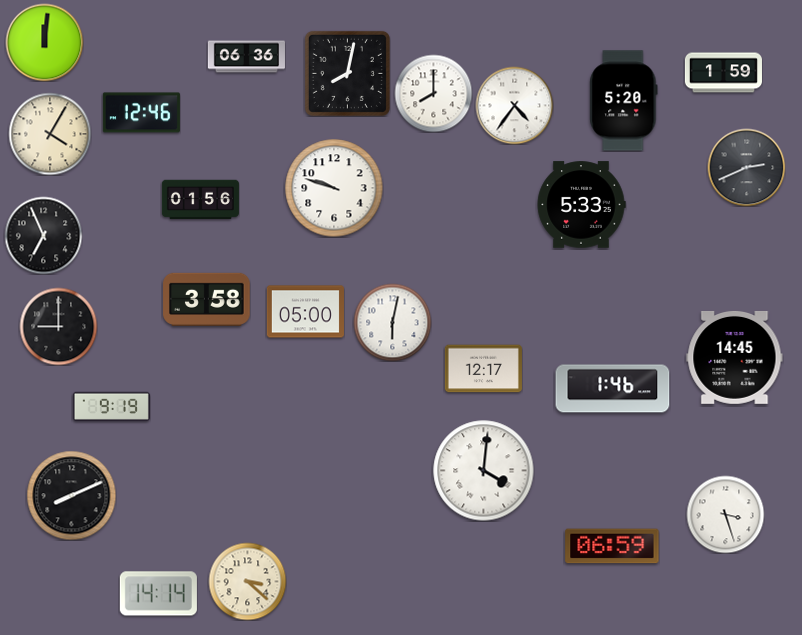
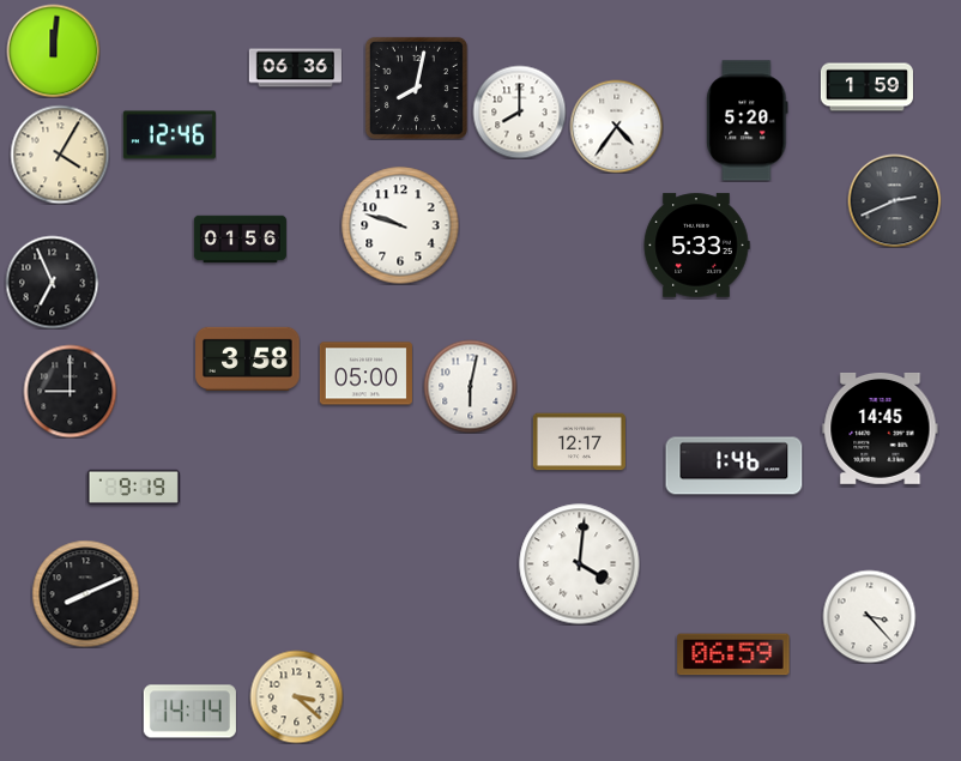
clock at (50, 134) position: (50, 134) -> (60, 155)
clock at (725, 514): 3:27 -> 3:23
